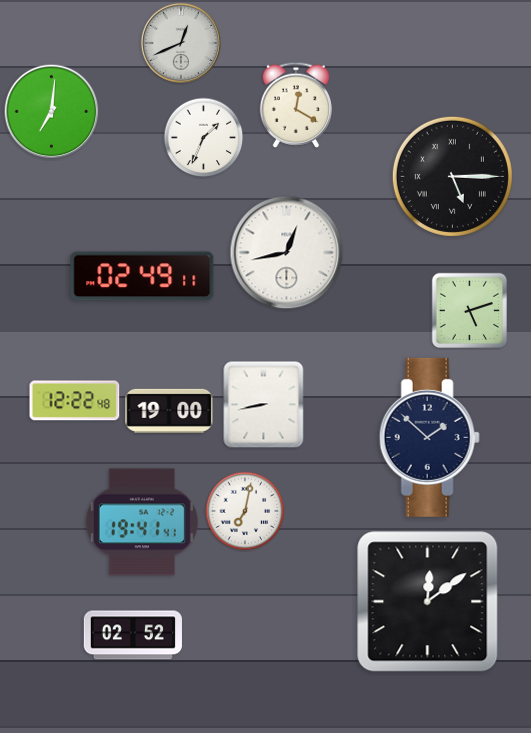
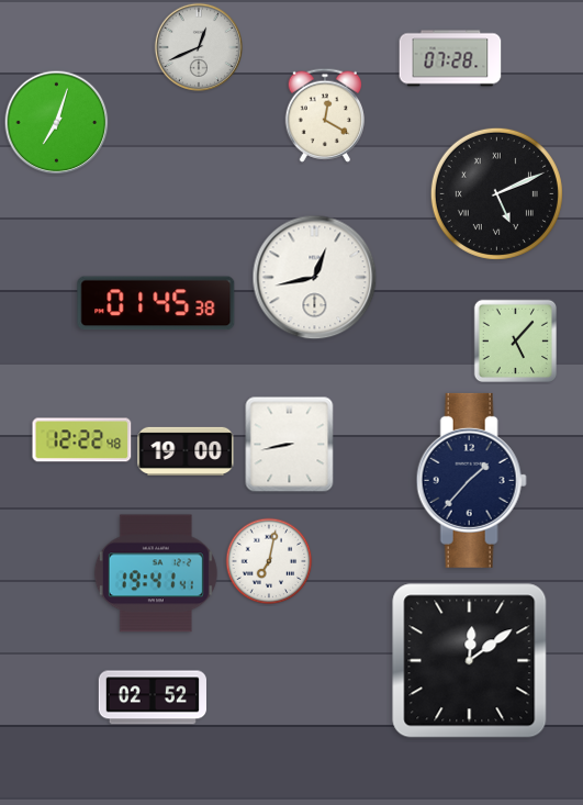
clock at (450, 58): none -> 07:28
clock at (52, 112): 7:01 -> 7:03
clock at (204, 138): 1:34 -> none
clock at (452, 176): 5:15 -> 5:11
clock at (142, 276): 02:49 -> 01:45
clock at (469, 310): 5:12 -> 5:07
clock at (429, 437): 1:52 -> 1:37
clock at (133, 635) position: (133, 635) -> (153, 697)
